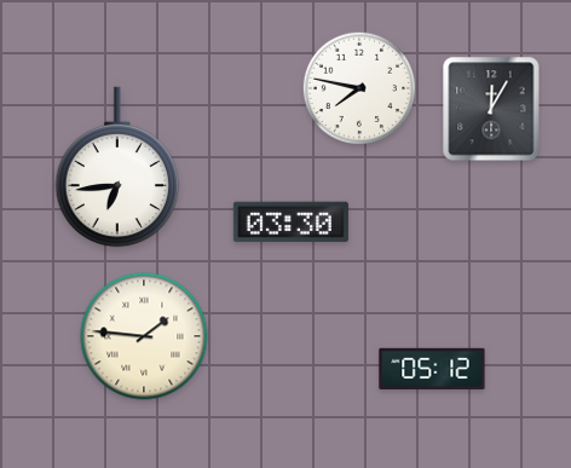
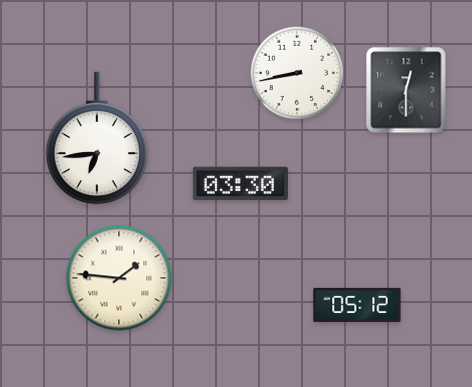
clock at (359, 88): 7:47 -> 8:43
clock at (491, 109): 12:05 -> 12:30
